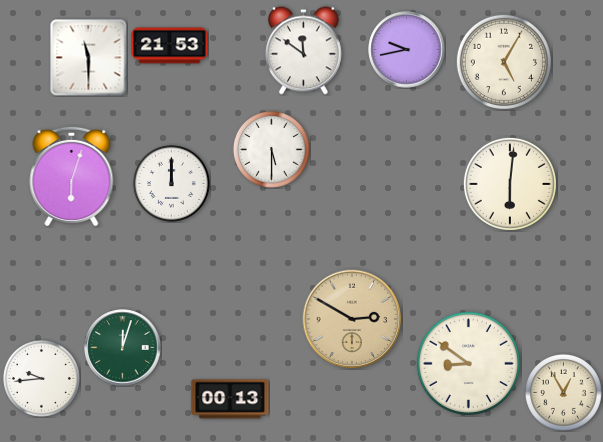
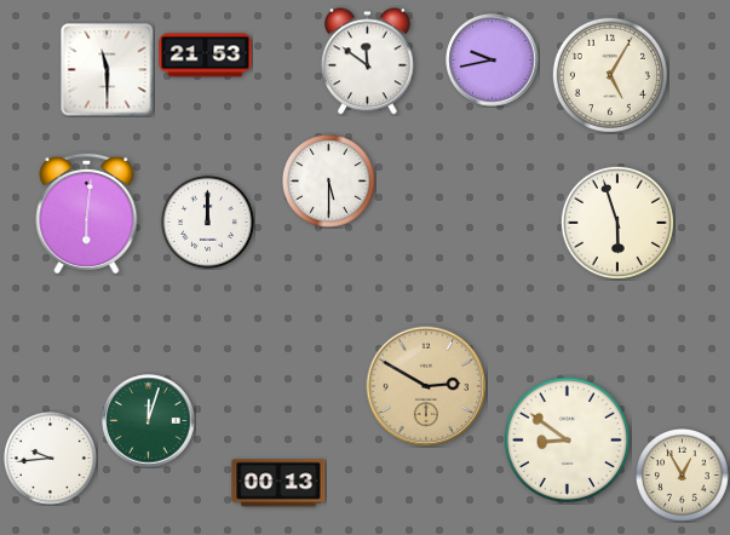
clock at (72, 176): 6:03 -> 6:01
clock at (510, 184): 6:01 -> 5:57
